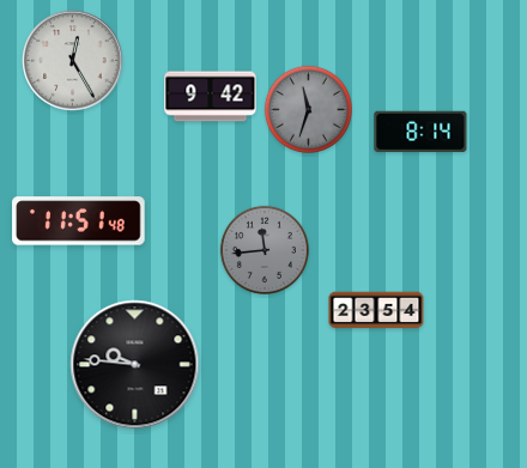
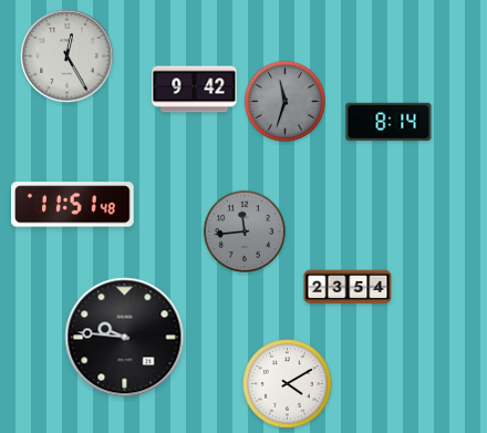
clock at (288, 384): none -> 4:10
